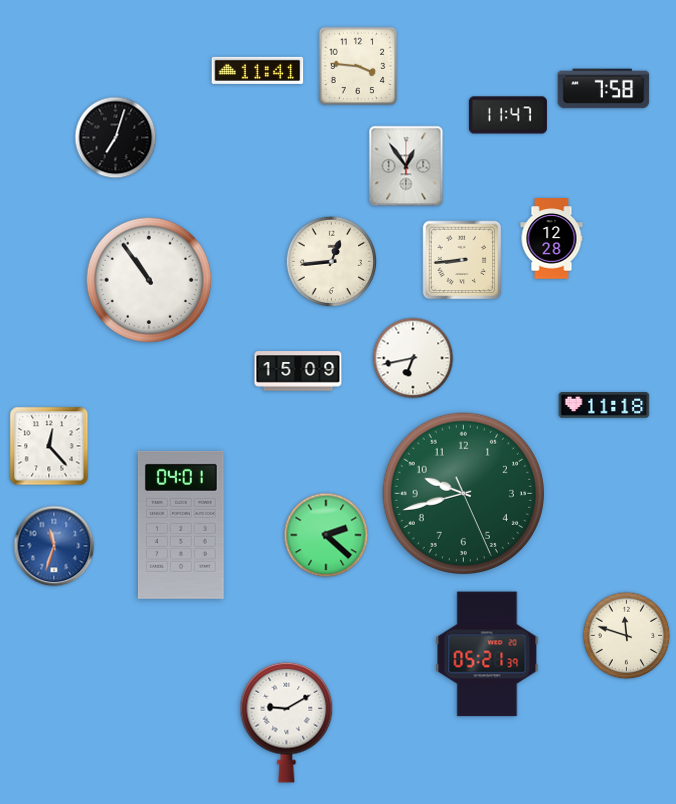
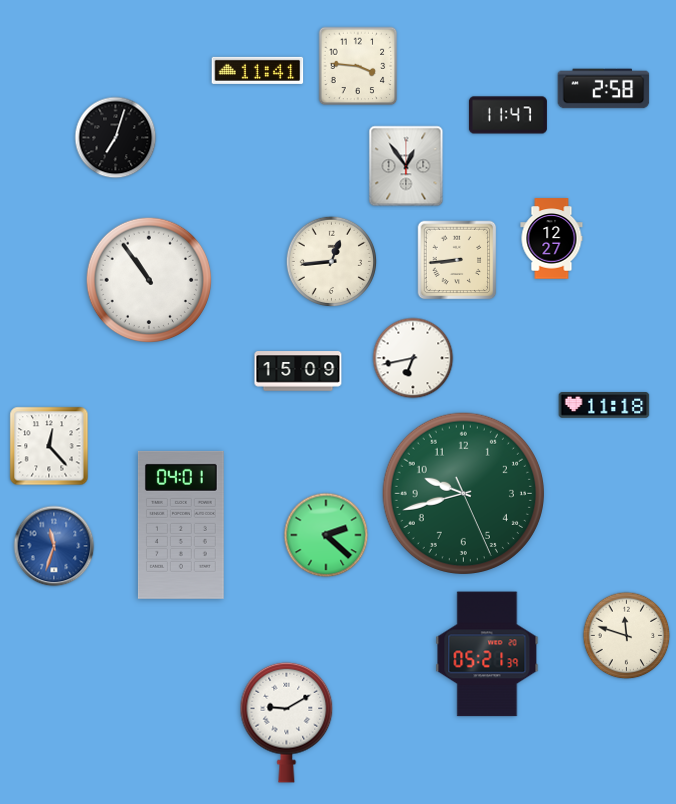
clock at (604, 89): 7:58 -> 2:58
clock at (552, 239): 12:28 -> 12:27
clock at (462, 260) position: (462, 260) -> (457, 260)
